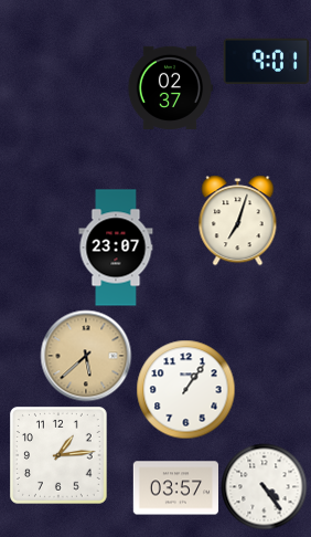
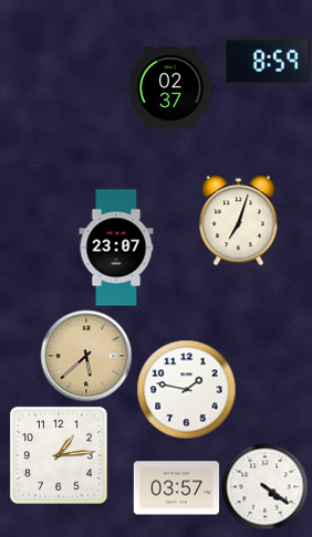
clock at (266, 61): 9:01 -> 8:59
clock at (185, 389): 1:06 -> 1:47
clock at (264, 486): 4:24 -> 4:21
